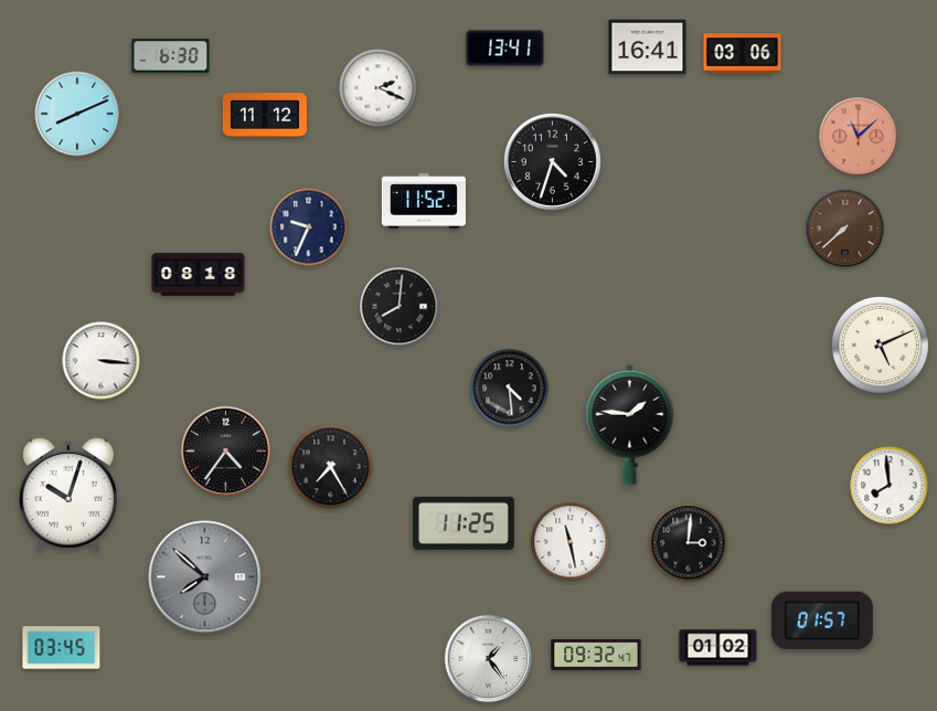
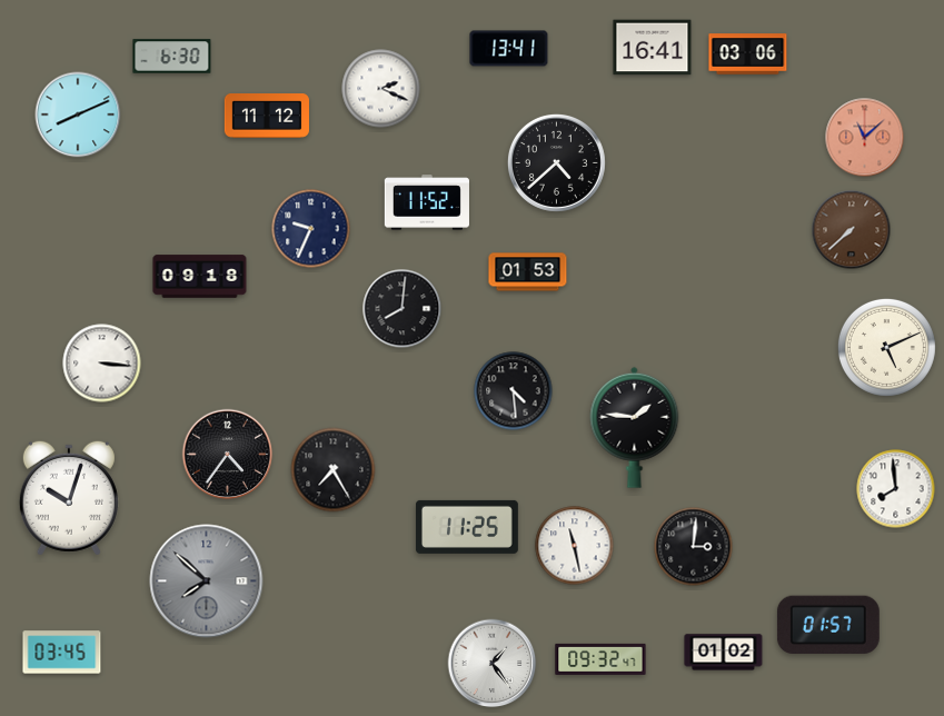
clock at (552, 161): 4:33 -> 4:38
clock at (528, 272): none -> 01:53
clock at (199, 275): 08:18 -> 09:18
